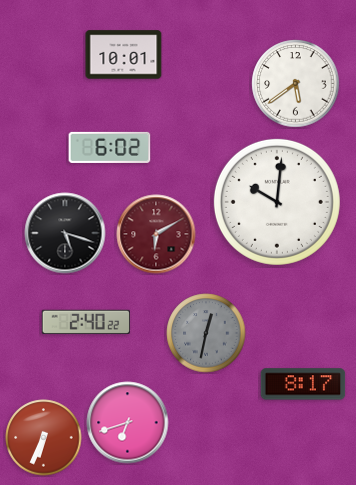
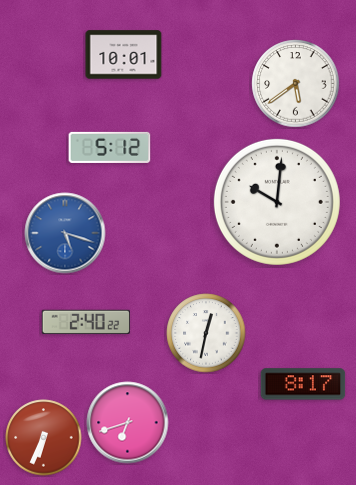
clock at (110, 147): 6:02 -> 5:12
clock at (65, 233) dial: black -> blue
clock at (156, 234): 6:10 -> none
clock at (206, 333) dial: grey -> white
